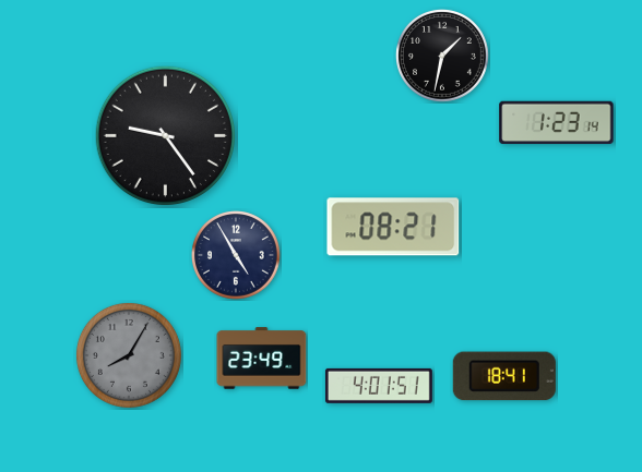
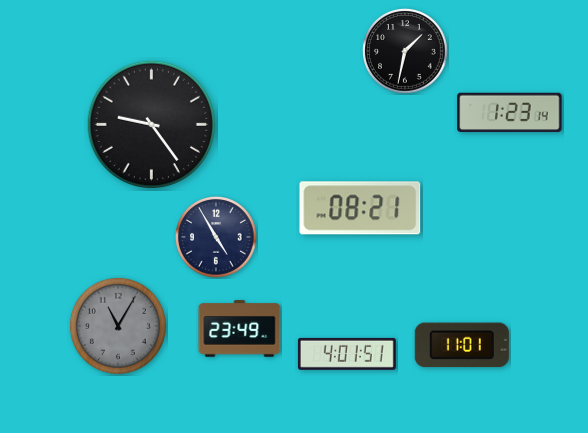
clock at (237, 256) position: (237, 256) -> (217, 238)
clock at (129, 355): 8:05 -> 11:05
clock at (504, 376): 18:41 -> 11:01
